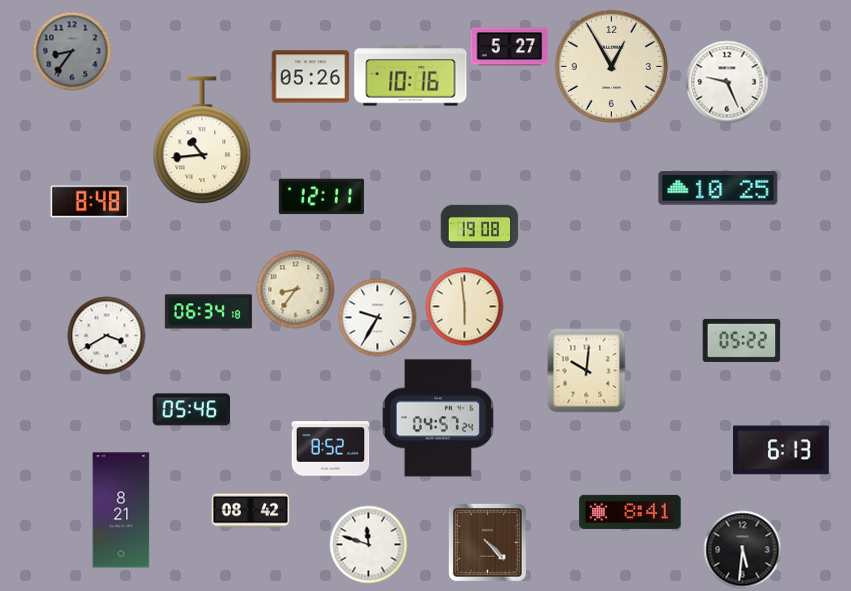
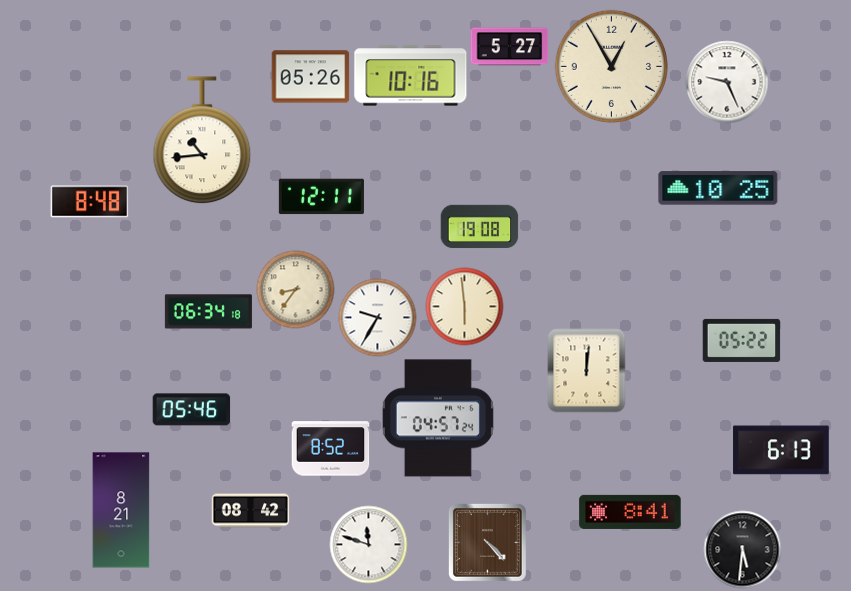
clock at (72, 51): 8:36 -> none
clock at (106, 335): 3:40 -> none
clock at (587, 370): 10:01 -> 12:01
